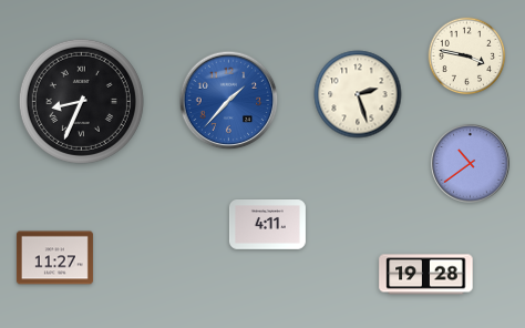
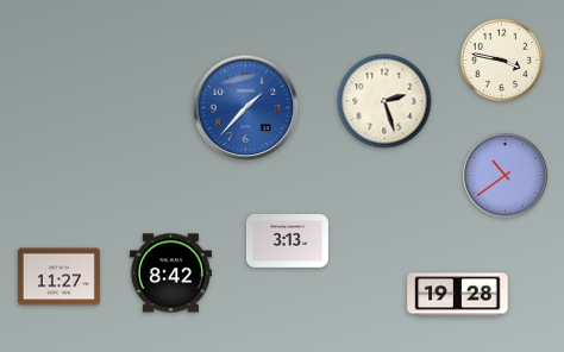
clock at (81, 101): 8:34 -> none
clock at (267, 225): 4:11 -> 3:13
clock at (170, 274): none -> 8:42
